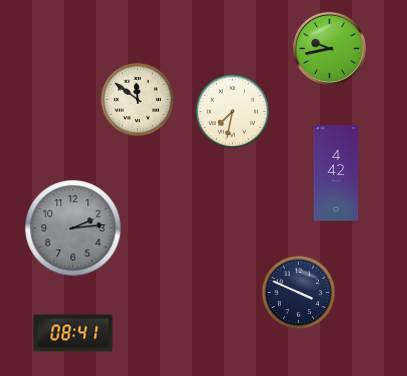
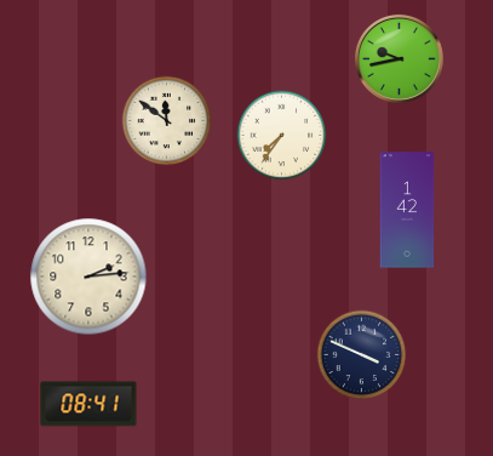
clock at (233, 112): 7:32 -> 7:36
clock at (336, 173): 4:42 -> 1:42
clock at (73, 228) dial: grey -> cream
